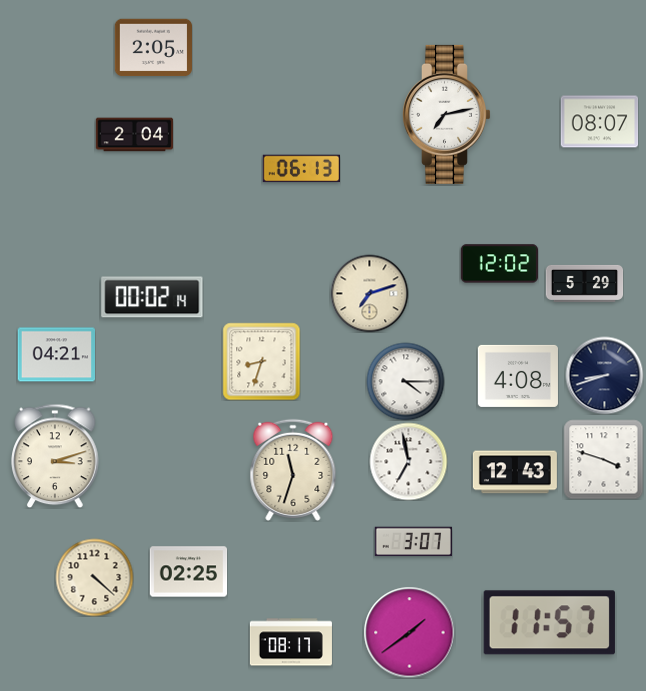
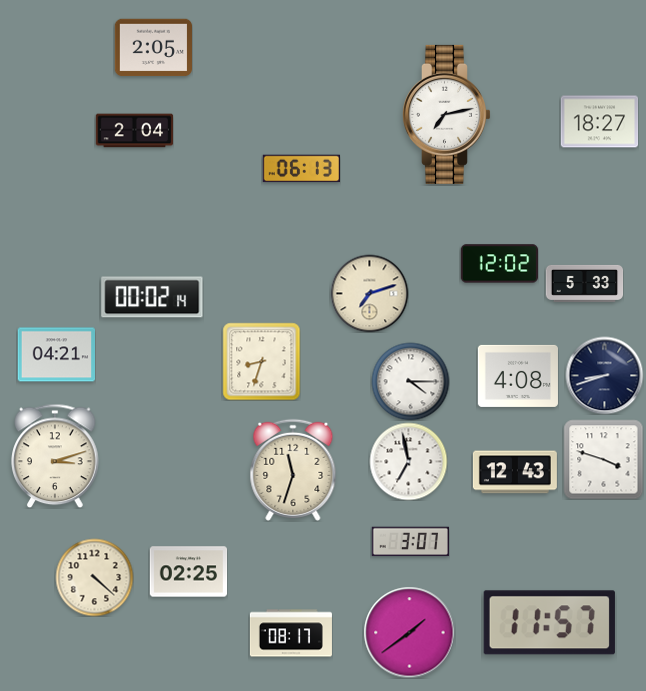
clock at (599, 122): 08:07 -> 18:27
clock at (134, 135) position: (134, 135) -> (134, 131)
clock at (584, 283): 5:29 -> 5:33
clock at (405, 381) position: (405, 381) -> (410, 381)
clock at (413, 542) position: (413, 542) -> (410, 542)
clock at (291, 642) position: (291, 642) -> (291, 633)
